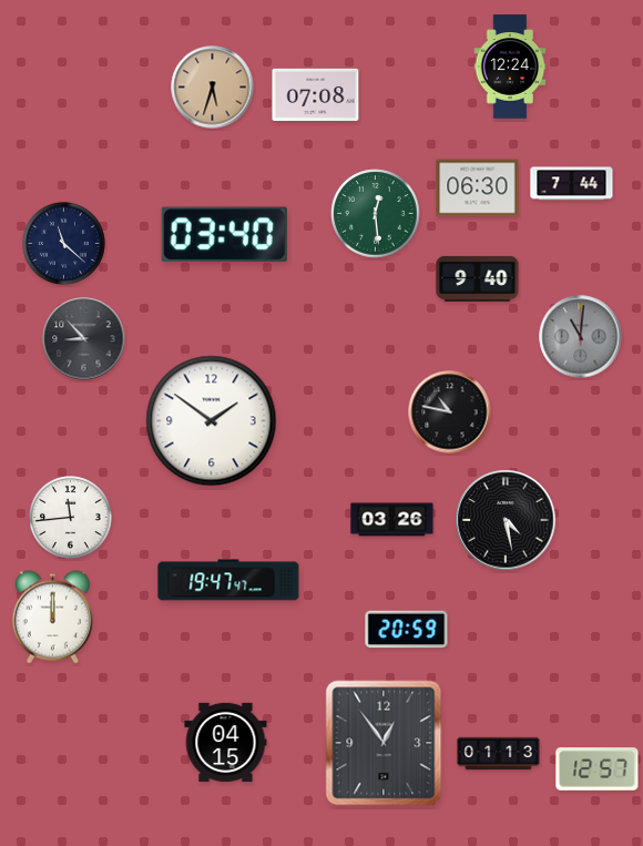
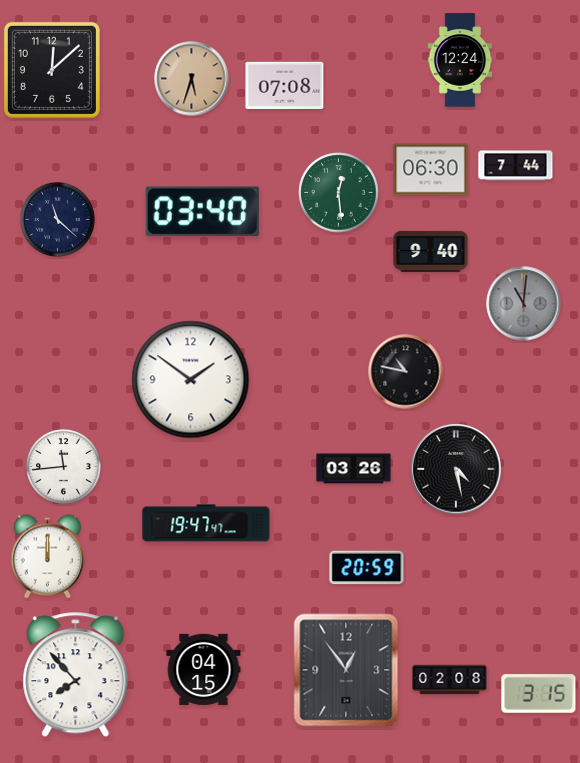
clock at (52, 70): none -> 12:08
clock at (84, 339): 8:53 -> none
clock at (76, 675): none -> 7:53
clock at (499, 754): 01:13 -> 02:08
clock at (598, 769): 12:57 -> 3:15
